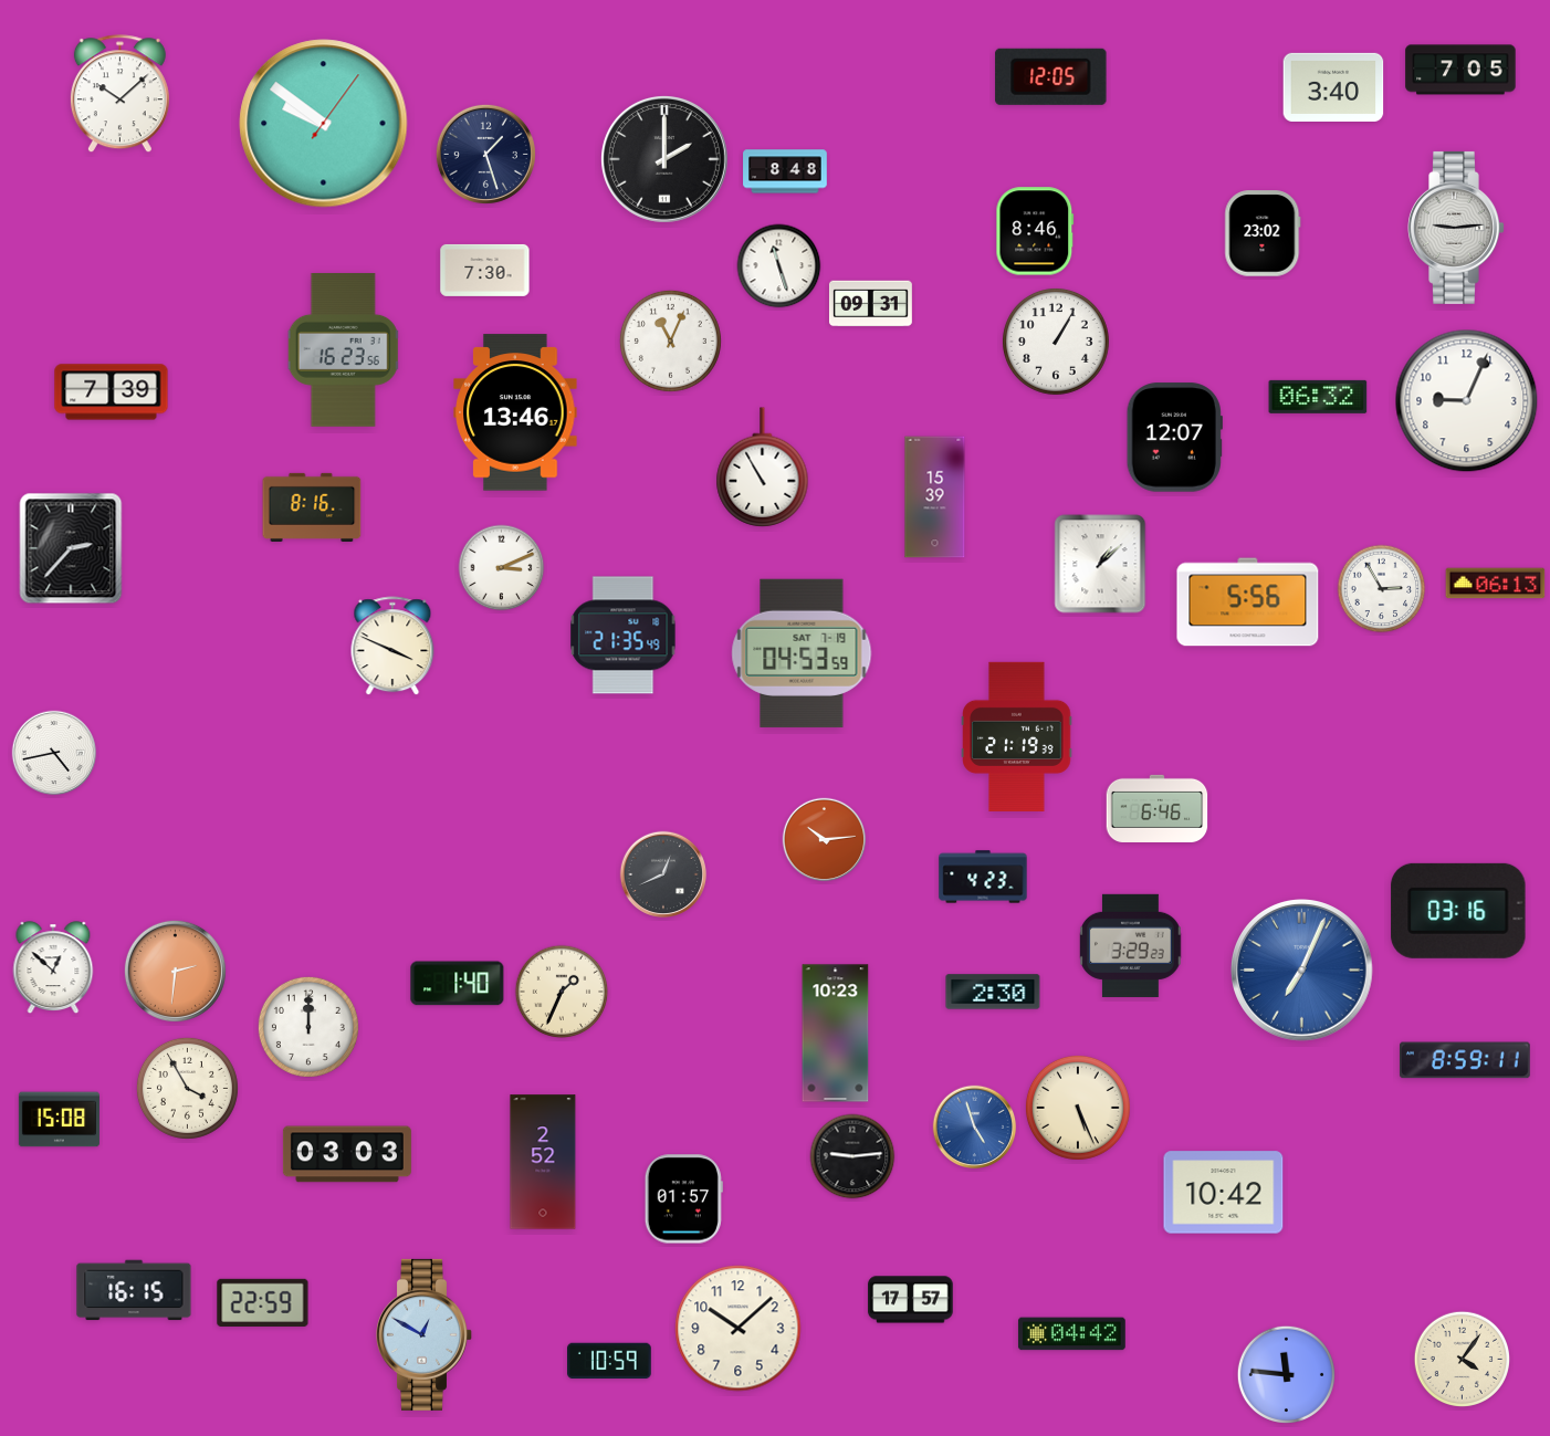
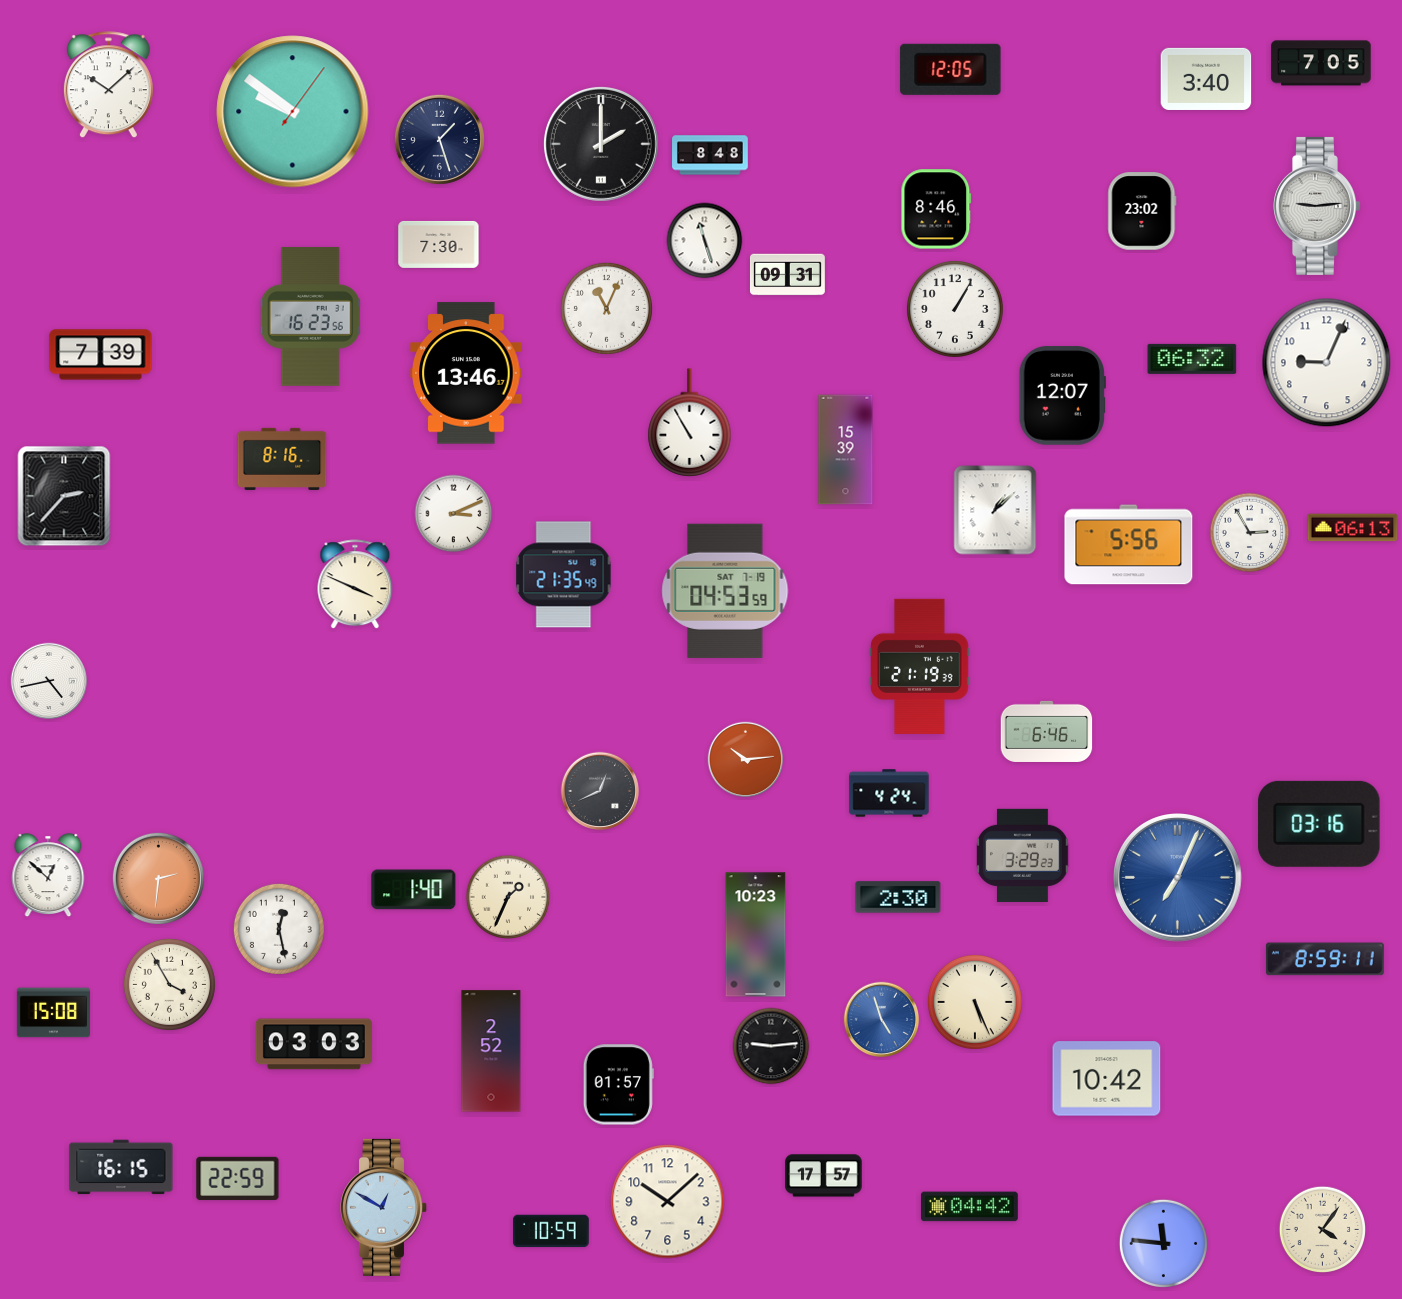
clock at (983, 877): 4:23 -> 4:24
clock at (308, 1027): 12:00 -> 12:28
